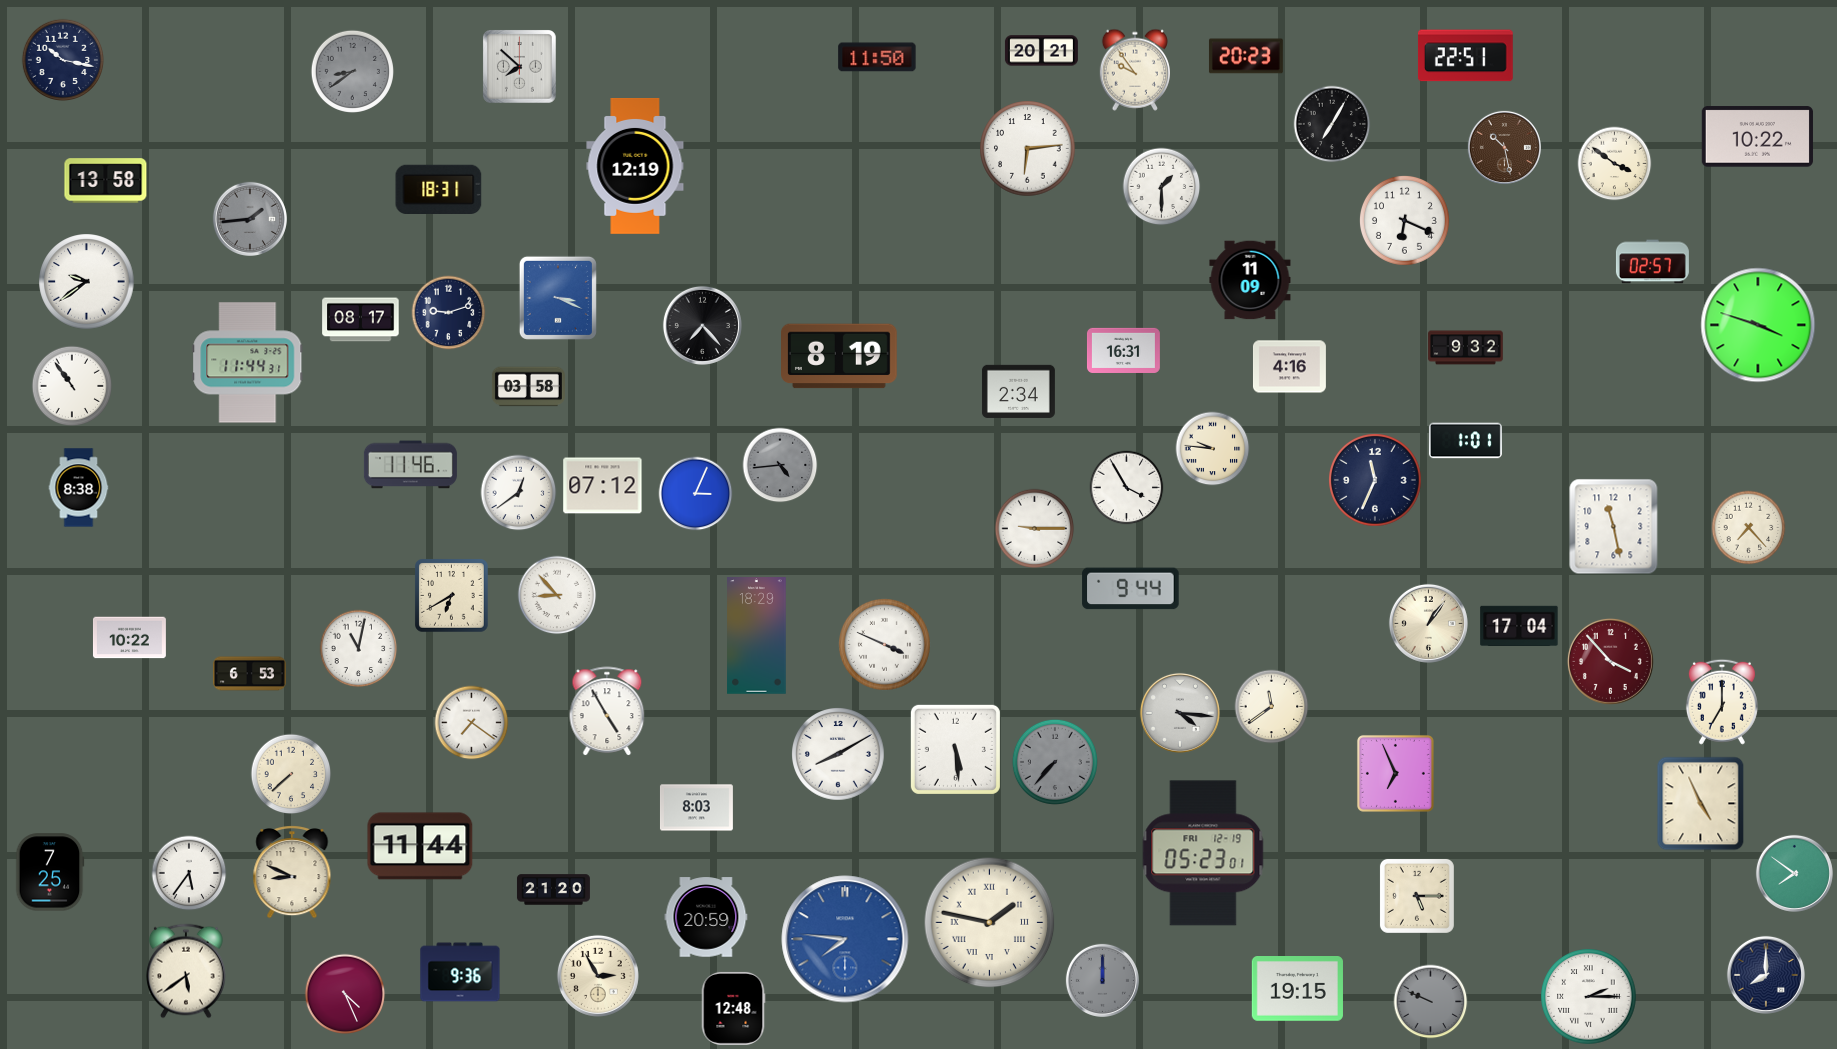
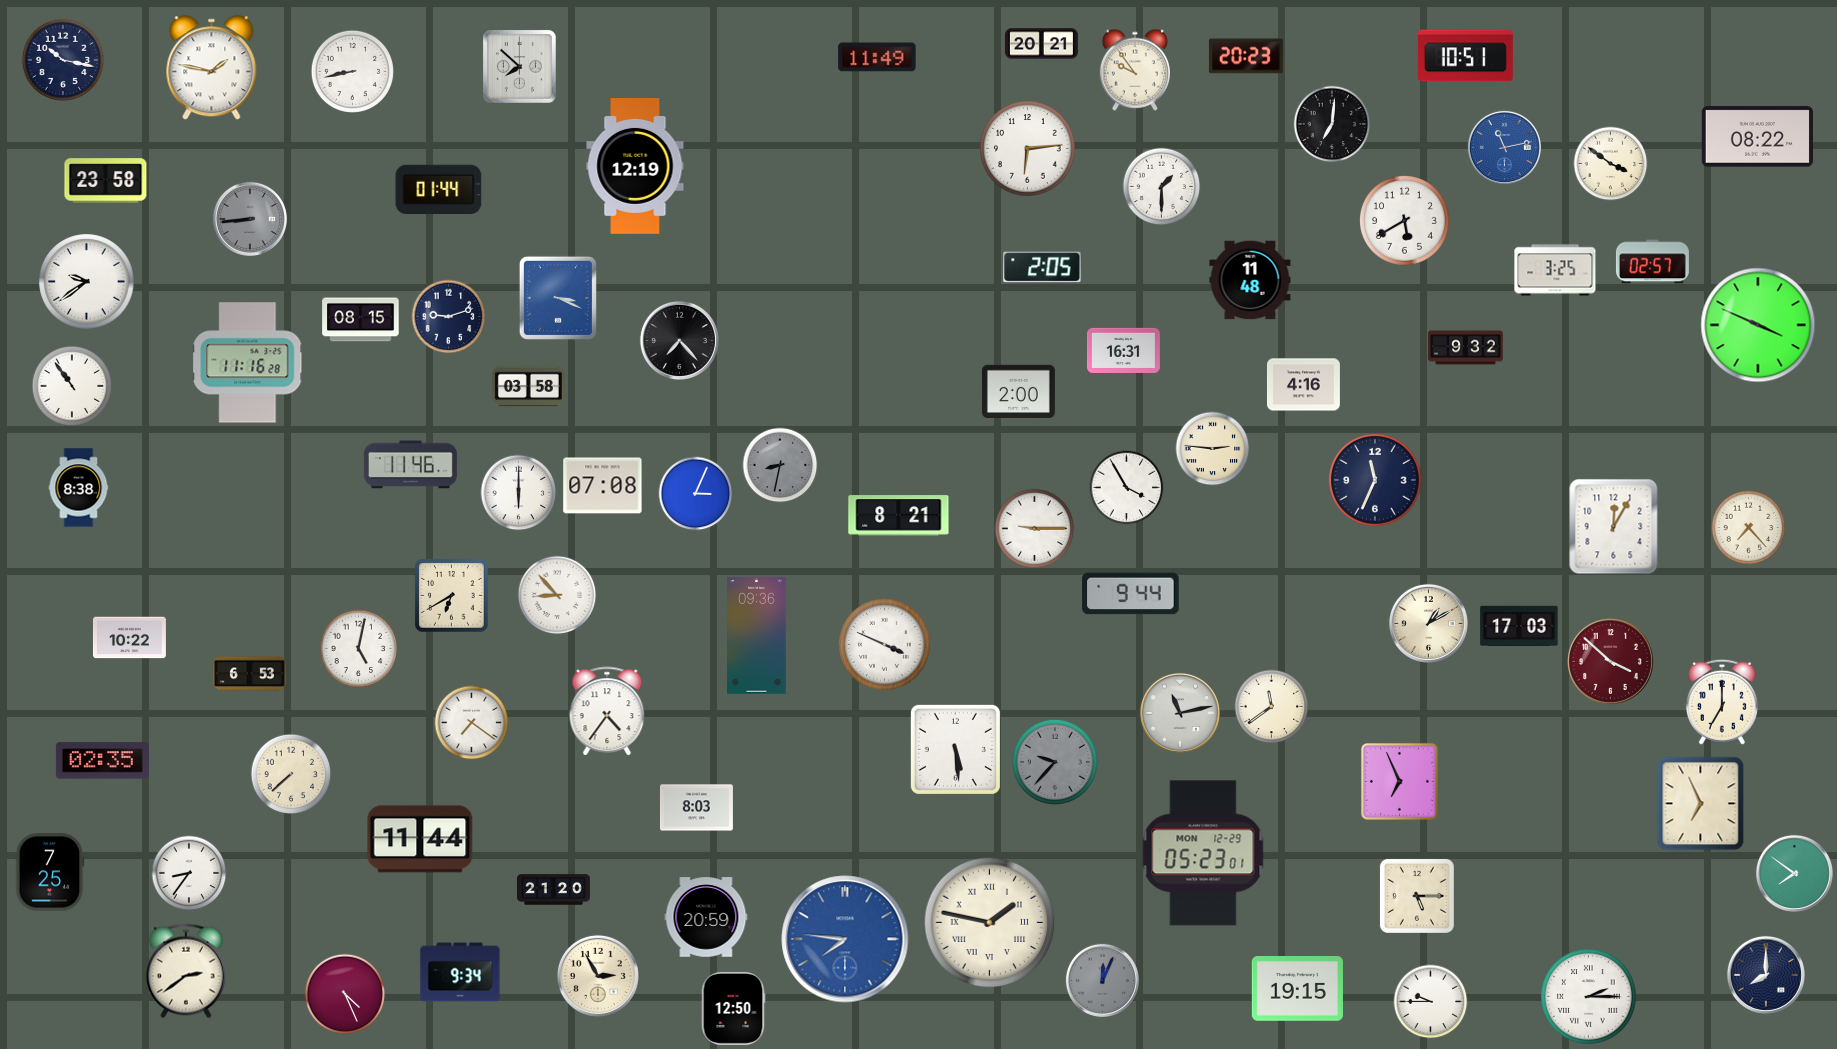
clock at (1041, 51) position: (1041, 51) -> (1041, 44)
clock at (1465, 56): 22:51 -> 10:51
clock at (877, 57): 11:50 -> 11:49
clock at (212, 68): none -> 1:47
clock at (352, 71): 8:39 -> 8:43
clock at (352, 71) dial: grey -> white
clock at (1332, 124): 7:05 -> 7:01
clock at (1757, 137): 10:22 -> 08:22
clock at (1504, 147): 10:28 -> 11:13
clock at (1504, 147) dial: brown -> blue
clock at (1615, 164) position: (1615, 164) -> (1611, 164)
clock at (106, 181): 13:58 -> 23:58
clock at (439, 189): 18:31 -> 01:44
clock at (250, 219): 1:44 -> 8:44
clock at (1404, 220): 6:19 -> 5:40
clock at (1042, 267): none -> 2:05
clock at (1555, 270): none -> 3:25
clock at (1250, 280): 11:09 -> 11:48
clock at (449, 313) position: (449, 313) -> (449, 317)
clock at (361, 320): 08:17 -> 08:15
clock at (702, 325) position: (702, 325) -> (679, 340)
clock at (1758, 325): 3:48 -> 3:49
clock at (840, 356): 8:19 -> none
clock at (248, 363): 11:44 -> 11:16
clock at (1289, 367) position: (1289, 367) -> (1303, 385)
clock at (1018, 391): 2:34 -> 2:00
clock at (1465, 441): 1:01 -> none
clock at (1213, 449): 9:46 -> 2:46
clock at (780, 465): 4:44 -> 8:32
clock at (603, 486): 07:12 -> 07:08
clock at (519, 493): 12:39 -> 6:00
clock at (899, 516): none -> 8:21
clock at (1614, 527): 11:28 -> 12:05
clock at (1131, 589) position: (1131, 589) -> (1131, 594)
clock at (1428, 623): 1:06 -> 1:10
clock at (1519, 625): 17:04 -> 17:03
clock at (757, 636): 18:29 -> 09:36
clock at (359, 649): 11:02 -> 5:02
clock at (1610, 661): 3:53 -> 3:52
clock at (607, 712): 4:55 -> 4:36
clock at (1180, 713): 4:16 -> 11:13
clock at (839, 755): 8:10 -> none
clock at (102, 761): none -> 02:35
clock at (1055, 762): 7:37 -> 9:37
clock at (1395, 773) position: (1395, 773) -> (1399, 781)
clock at (1701, 804): 4:56 -> 6:56
clock at (420, 846) position: (420, 846) -> (420, 839)
clock at (1203, 853) date: FRI 12-19 -> MON 12-29
clock at (189, 873): 5:36 -> 8:36
clock at (292, 873): 8:49 -> none
clock at (186, 971): 5:39 -> 2:39
clock at (460, 972): 9:36 -> 9:34
clock at (1102, 980): 12:00 -> 12:04
clock at (1431, 1002): 9:49 -> 9:45
clock at (1431, 1002) dial: grey -> white
clock at (733, 1008): 12:48 -> 12:50
